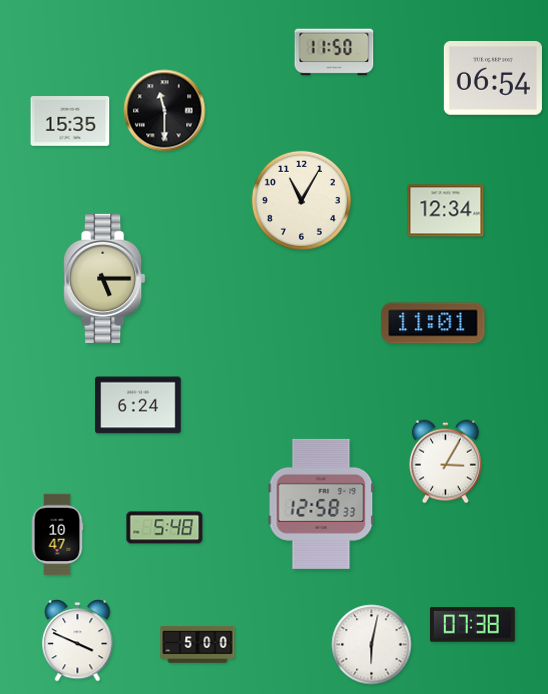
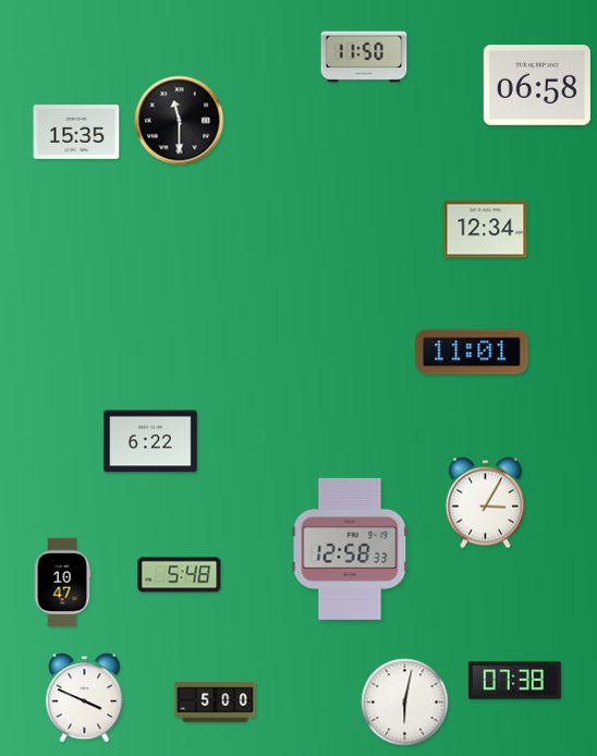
clock at (493, 79): 06:54 -> 06:58
clock at (301, 200): 11:05 -> none
clock at (105, 278): 5:15 -> none
clock at (138, 405): 6:24 -> 6:22
